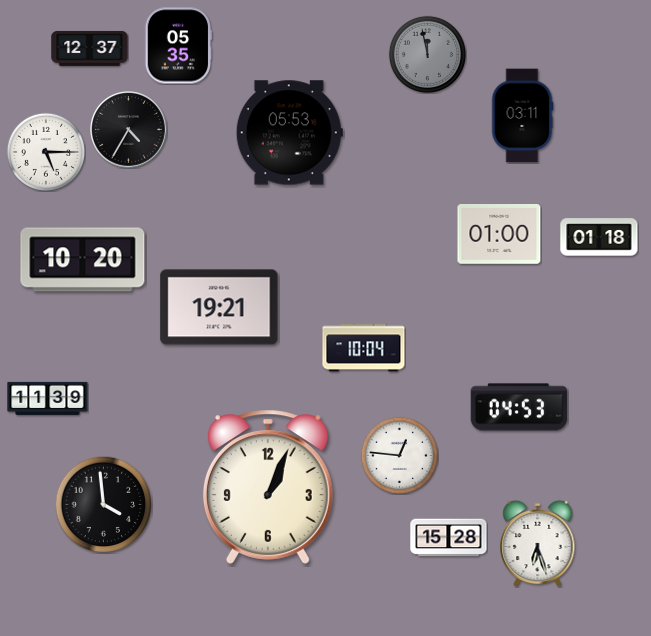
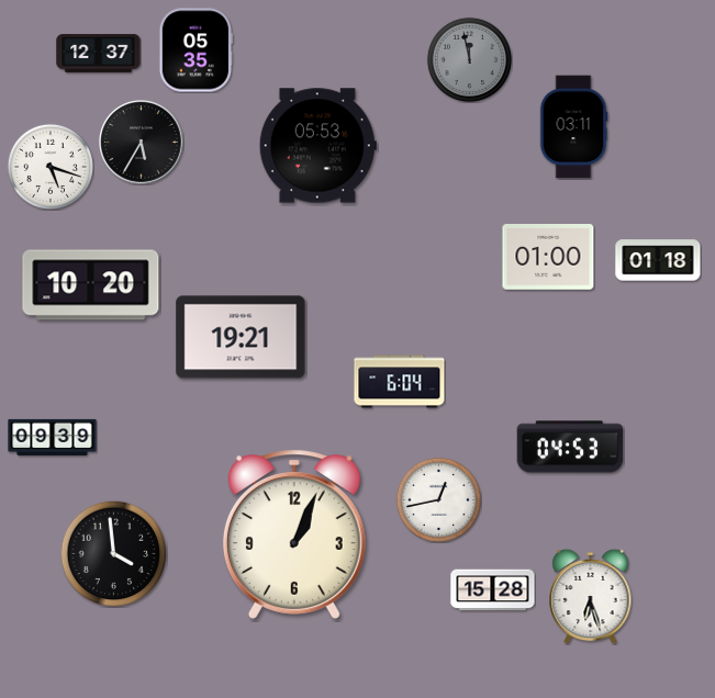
clock at (129, 130): 4:35 -> 5:35
clock at (46, 152): 5:15 -> 5:18
clock at (364, 348): 10:04 -> 6:04
clock at (48, 398): 11:39 -> 09:39
clock at (399, 455): 12:46 -> 12:43
